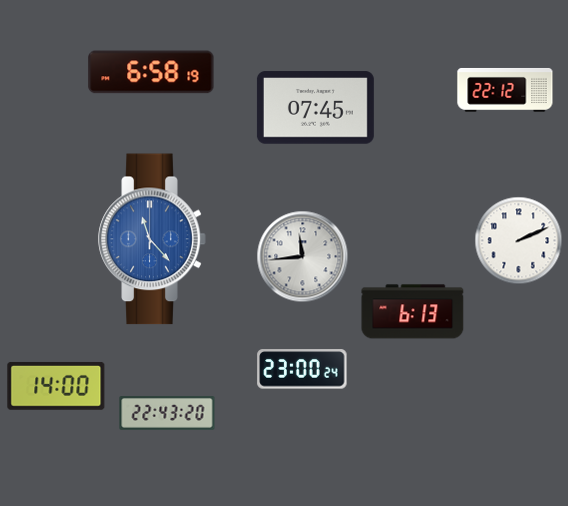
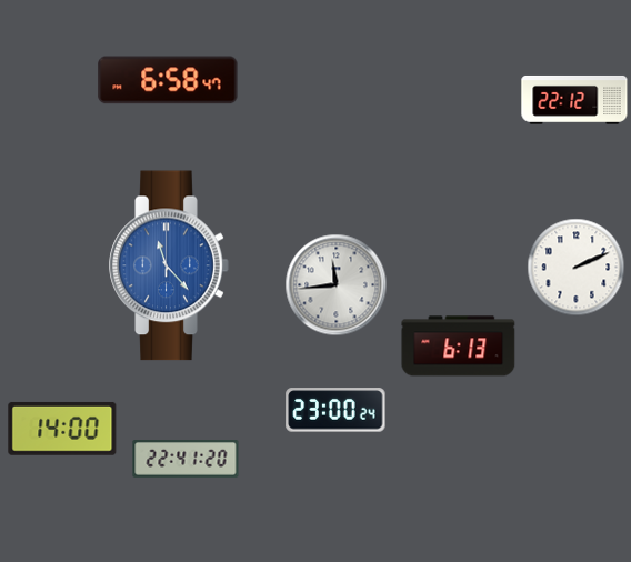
clock at (151, 72): 6:58:19 -> 6:58:47
clock at (505, 90) position: (505, 90) -> (574, 100)
clock at (315, 108): 07:45 -> none
clock at (167, 413): 22:43 -> 22:41
